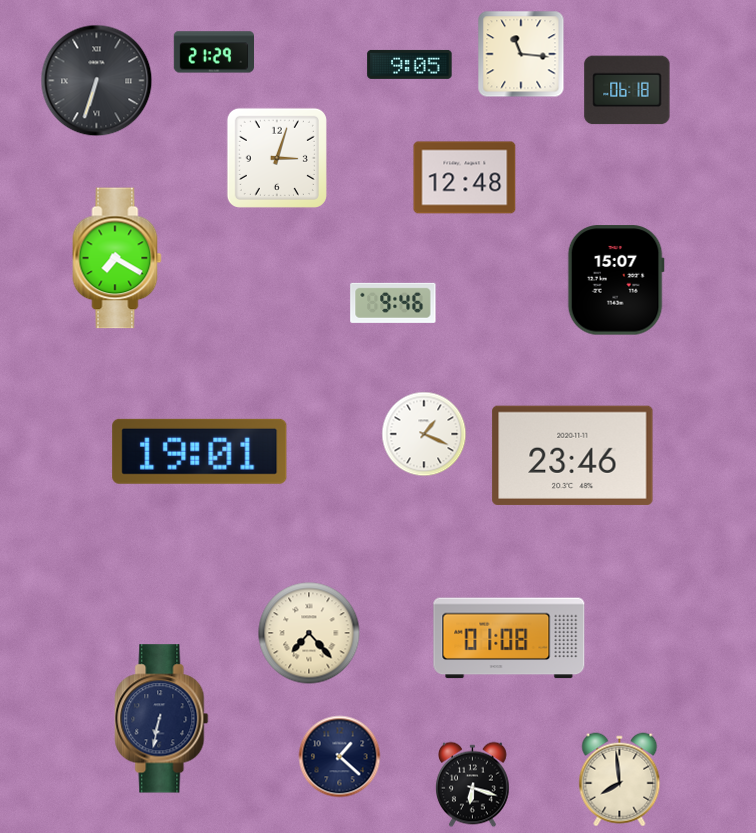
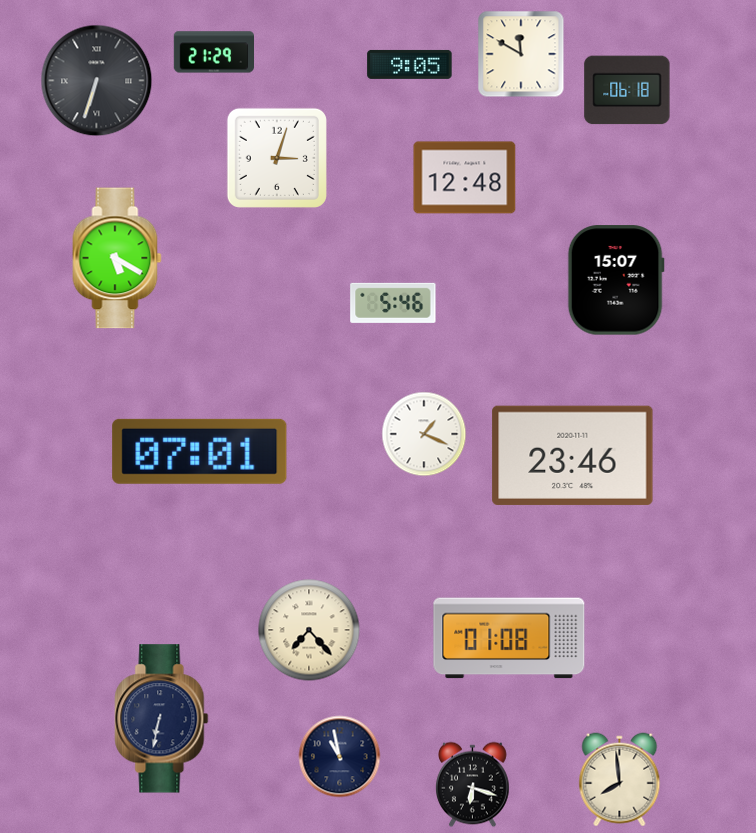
clock at (521, 54): 11:16 -> 11:50
clock at (117, 258): 7:20 -> 5:20
clock at (393, 303): 9:46 -> 5:46
clock at (200, 451): 19:01 -> 07:01
clock at (309, 633) position: (309, 633) -> (309, 630)
clock at (340, 757): 1:22 -> 10:58
